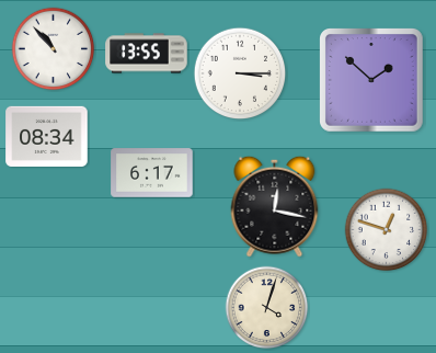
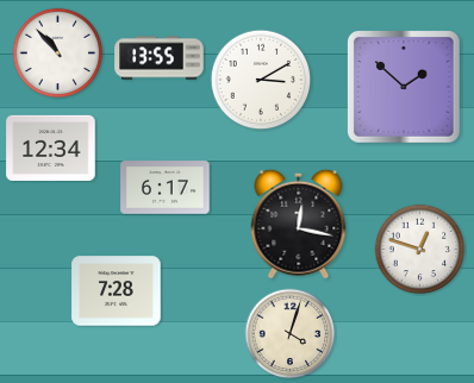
clock at (240, 73): 3:15 -> 3:10
clock at (47, 136): 08:34 -> 12:34
clock at (117, 291): none -> 7:28
